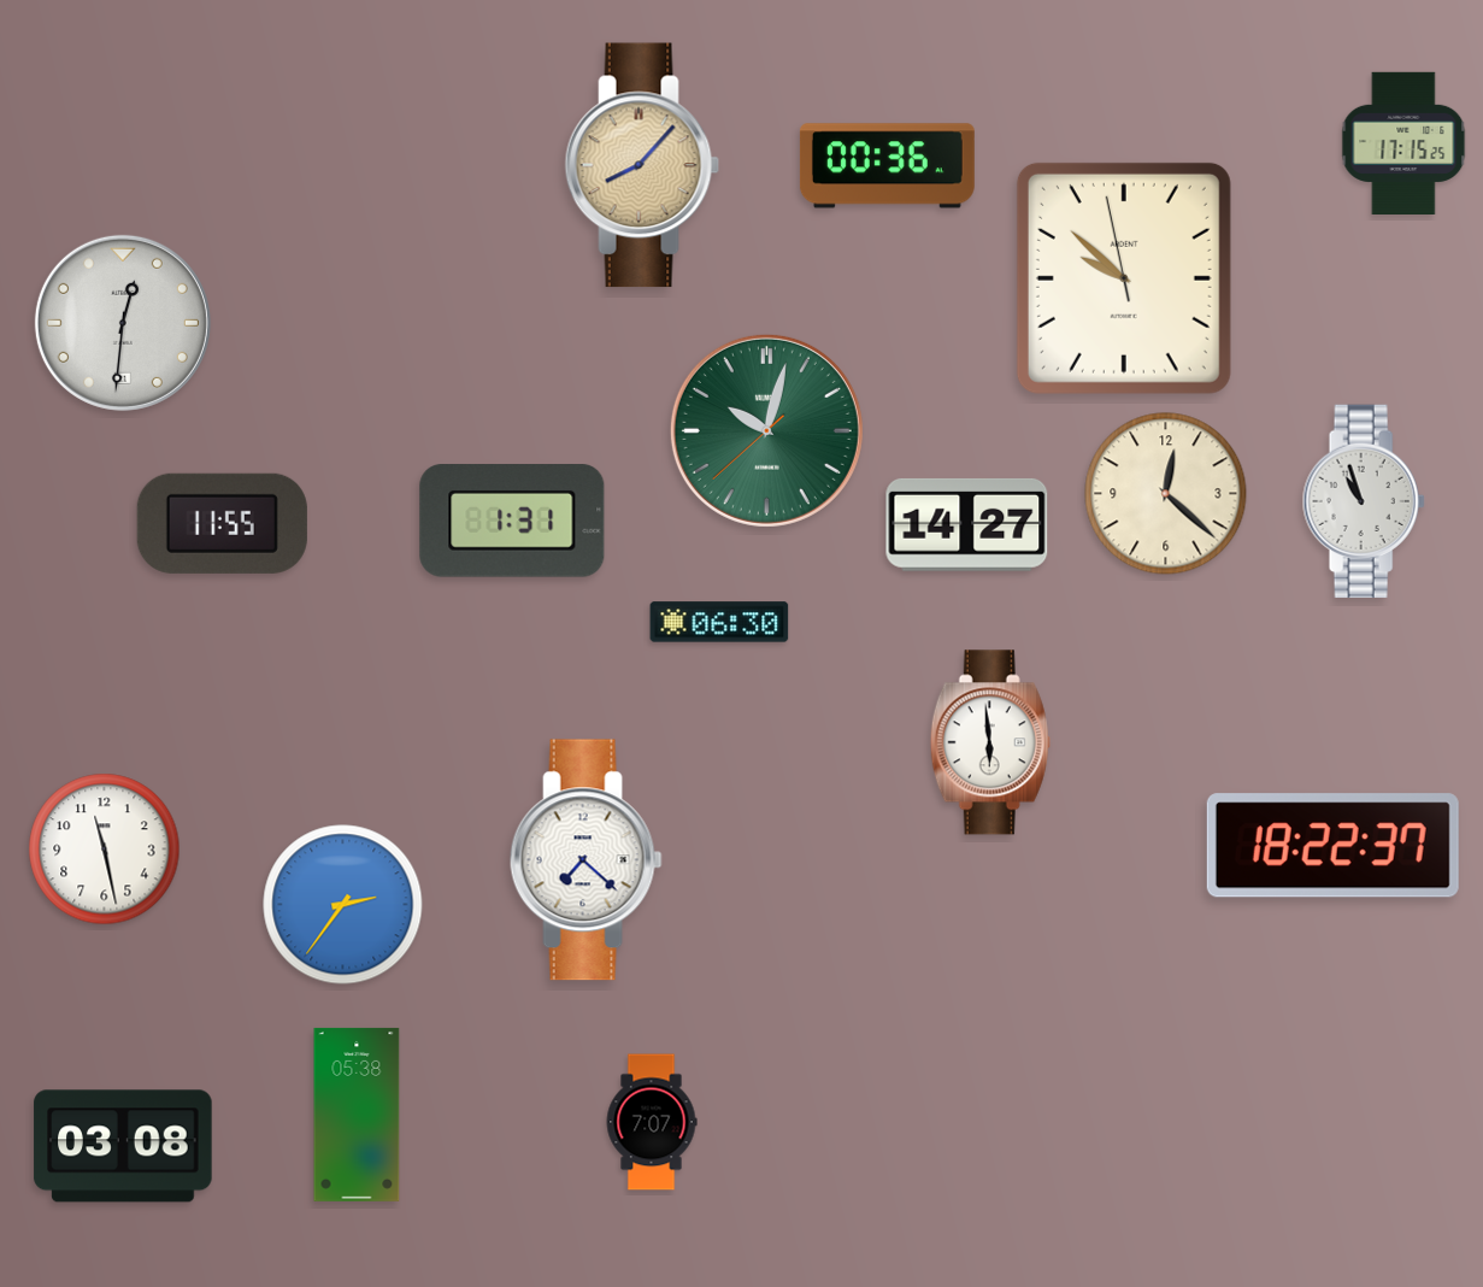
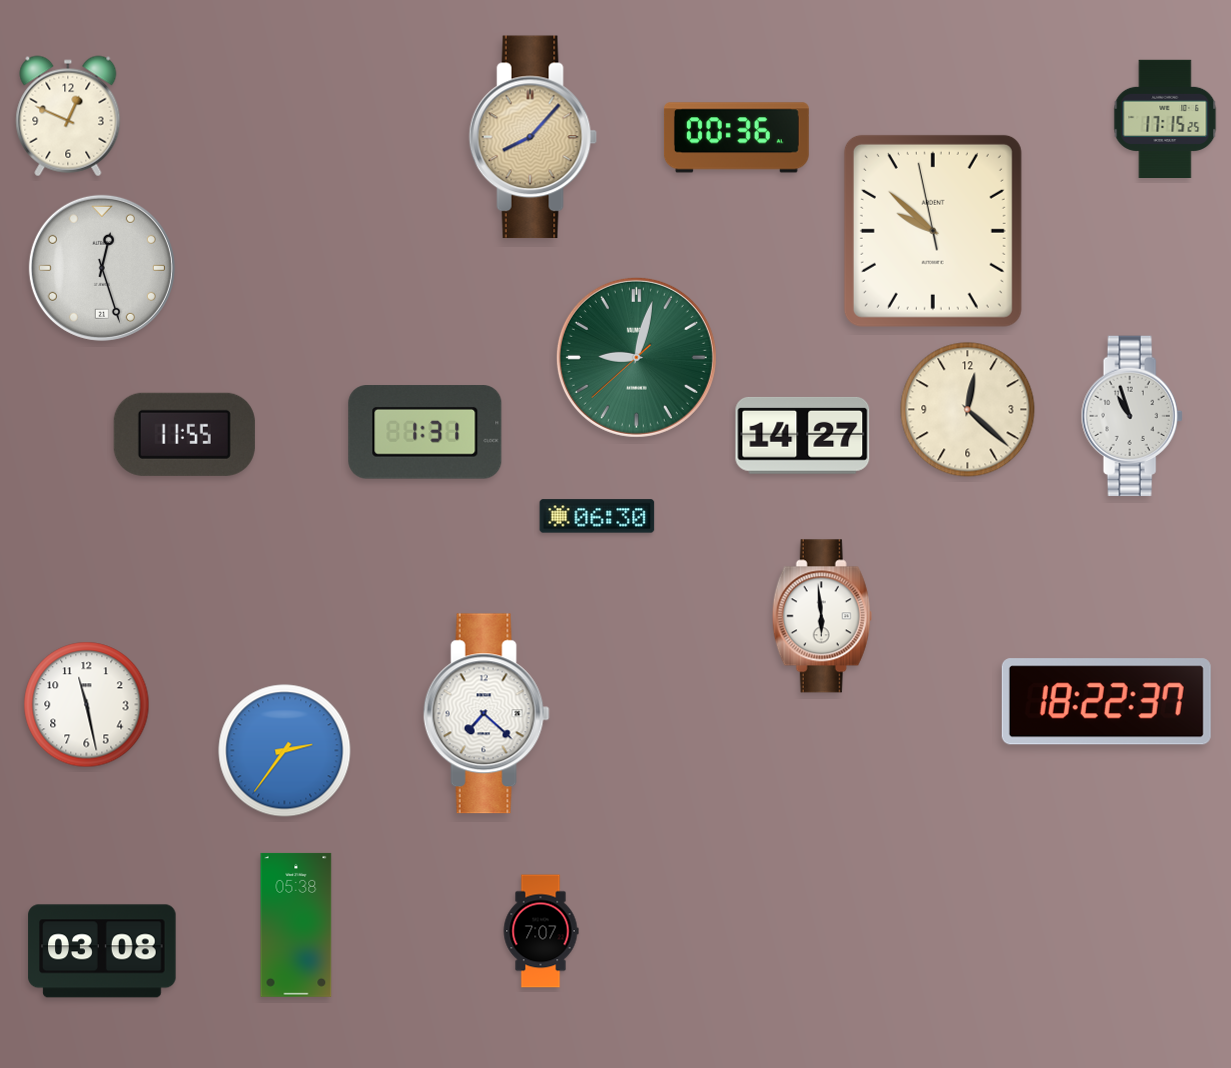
clock at (68, 116): none -> 12:49
clock at (123, 323): 12:31 -> 12:27
clock at (766, 430): 10:02 -> 9:02
